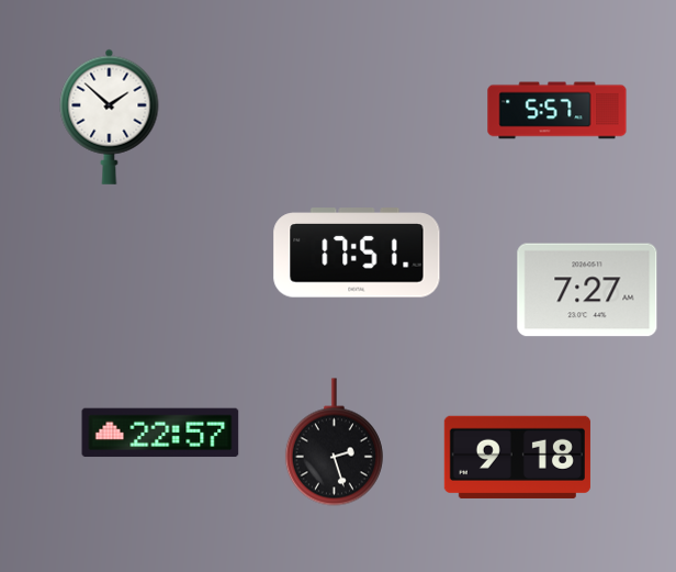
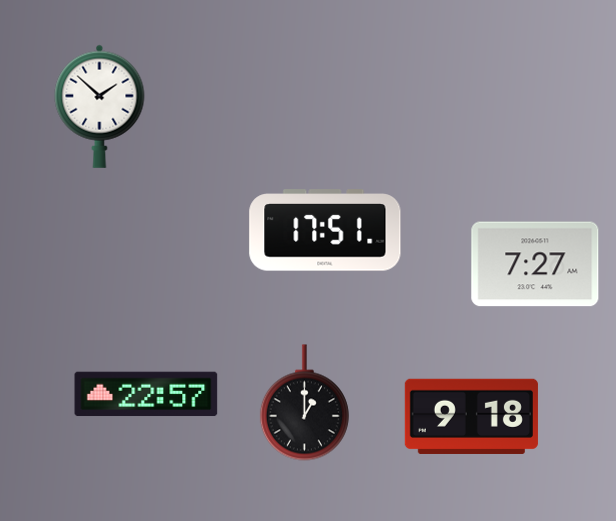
clock at (557, 111): 5:57 -> none
clock at (334, 442): 2:27 -> 1:00
